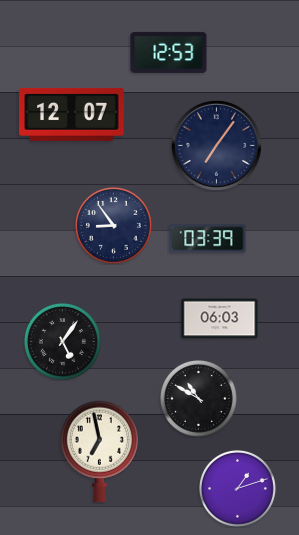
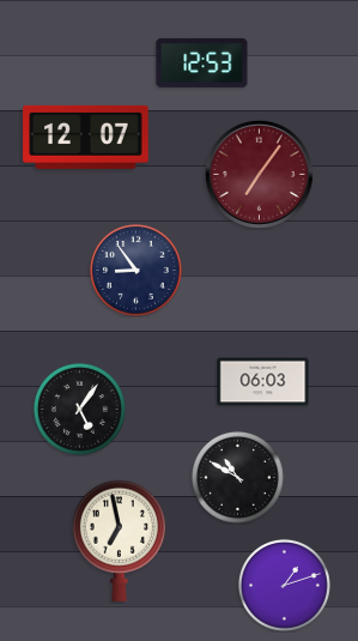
clock at (216, 145) dial: navy -> burgundy
clock at (208, 239): 03:39 -> none
clock at (62, 341) position: (62, 341) -> (79, 409)
